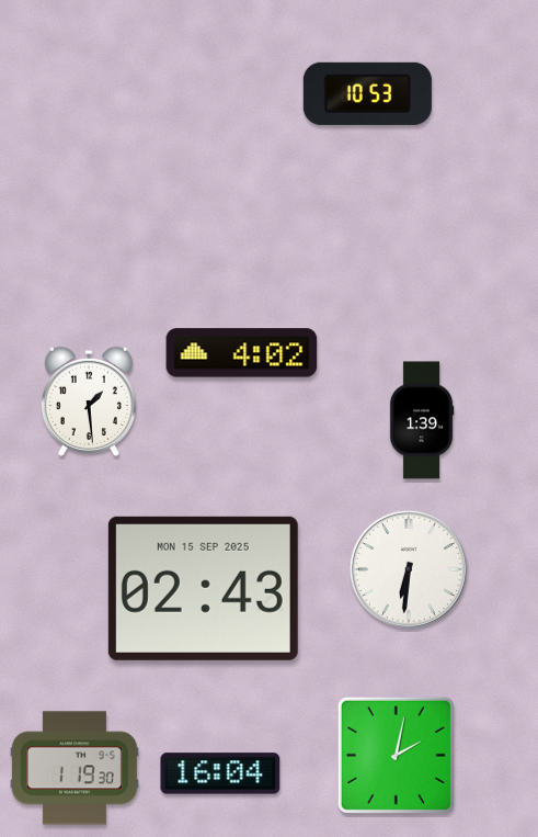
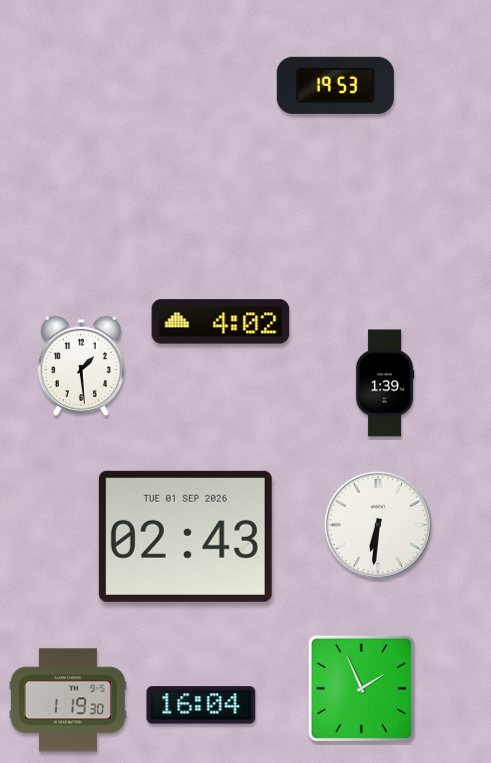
clock at (367, 93): 10:53 -> 19:53
clock at (409, 569) position: (409, 569) -> (378, 525)
clock at (203, 588) date: MON 15 SEP 2025 -> TUE 01 SEP 2026
clock at (396, 755): 2:02 -> 1:56
